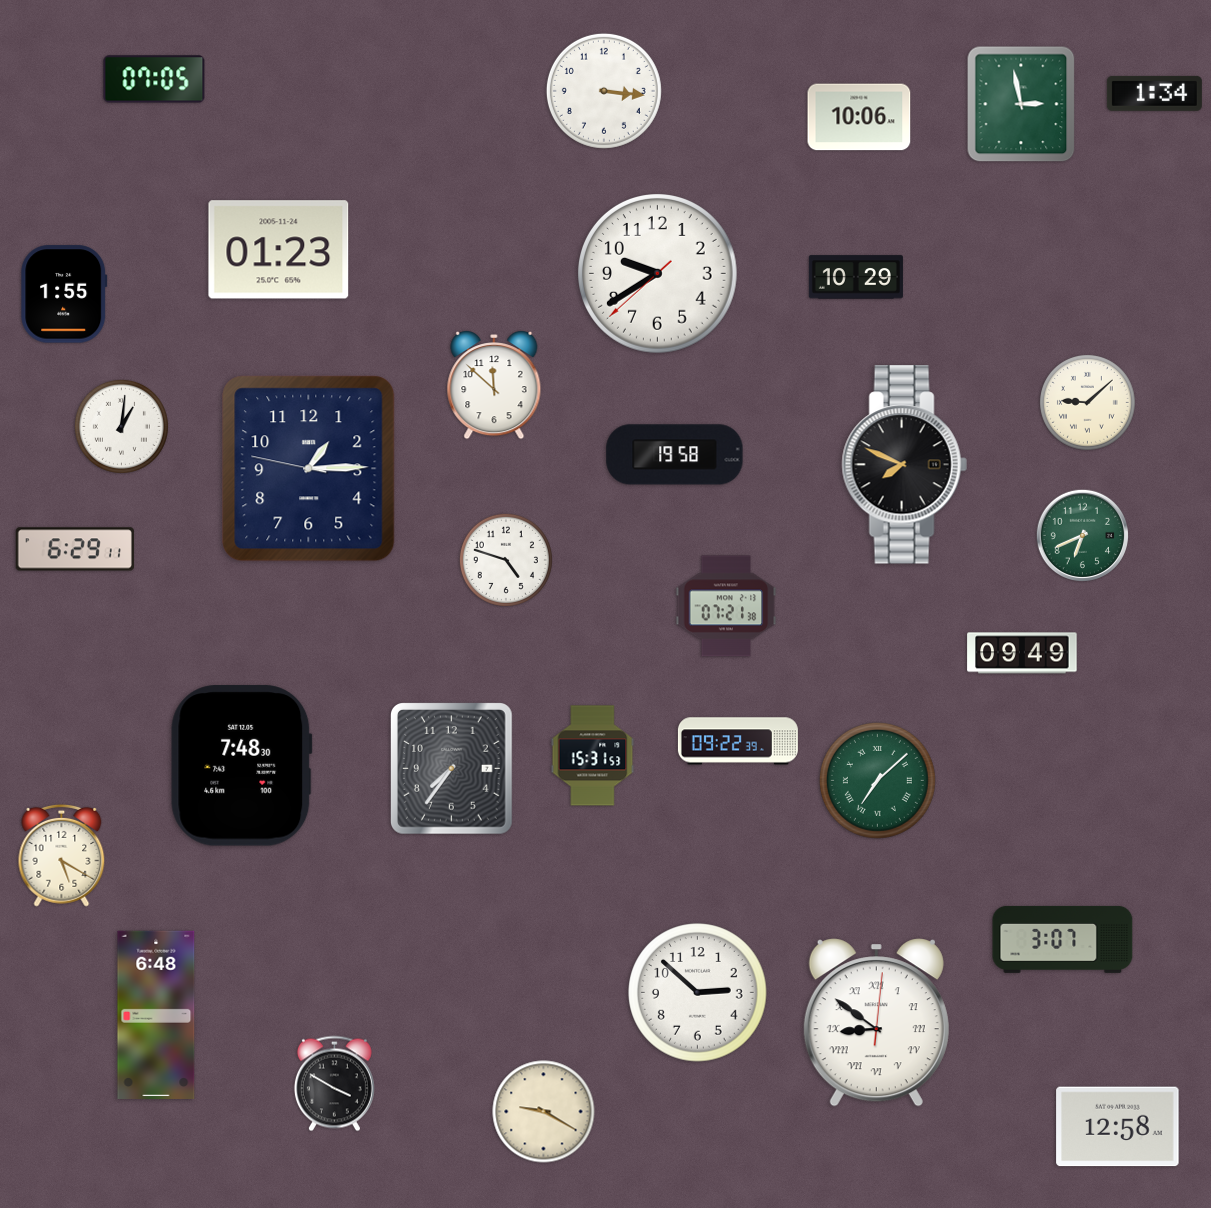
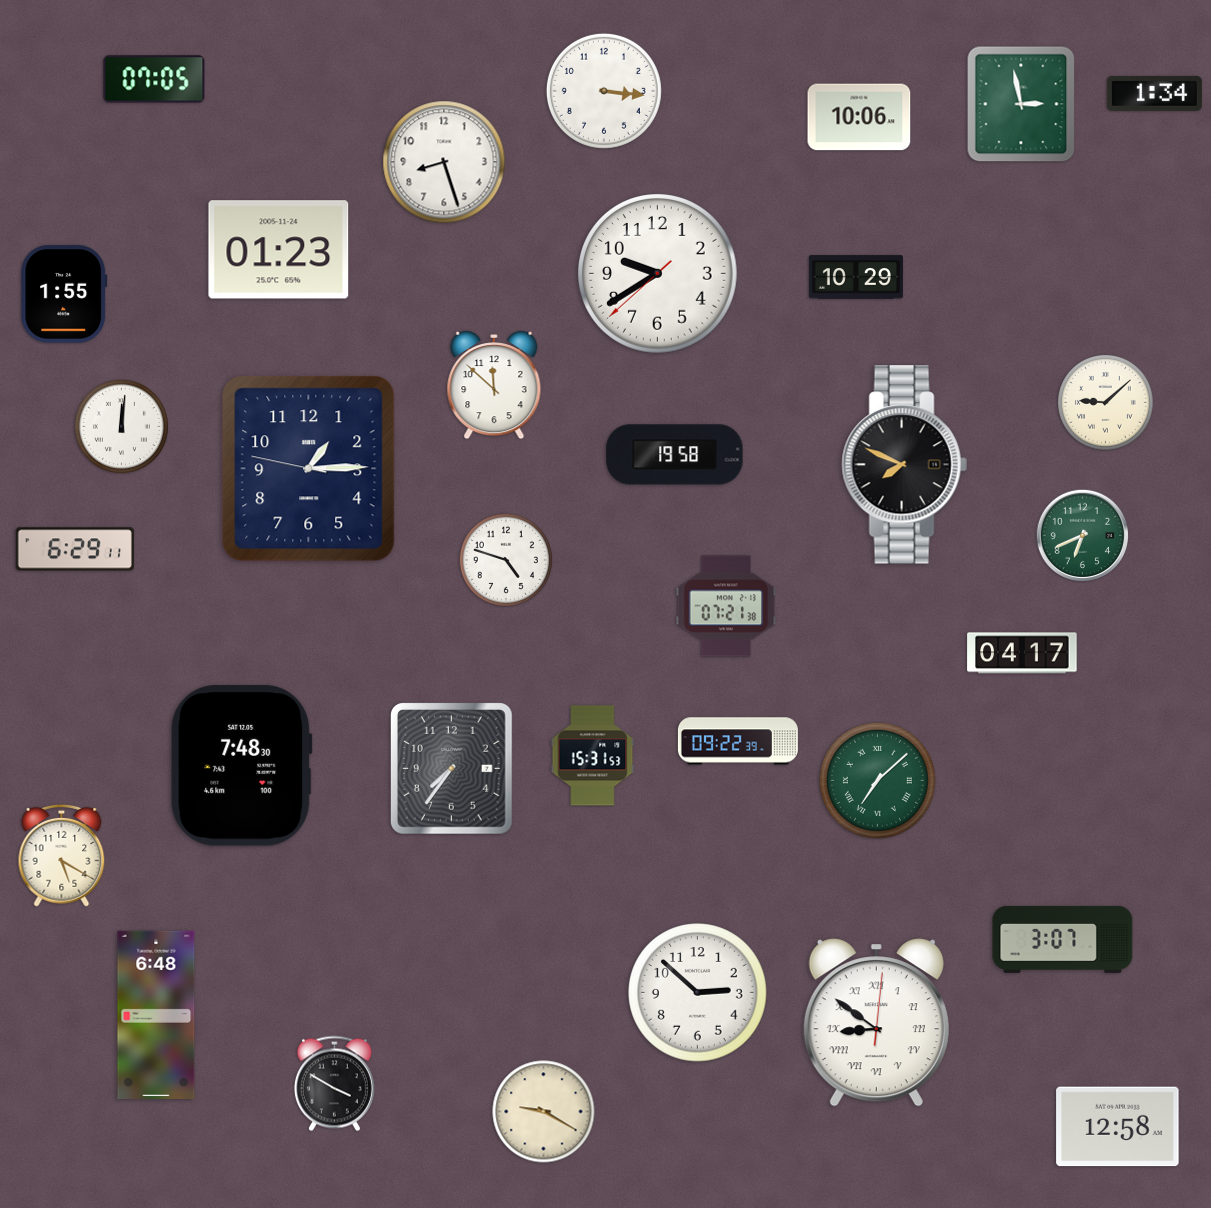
clock at (444, 162): none -> 8:27
clock at (1087, 402) position: (1087, 402) -> (1105, 402)
clock at (121, 426): 1:01 -> 12:01
clock at (1022, 653): 09:49 -> 04:17
